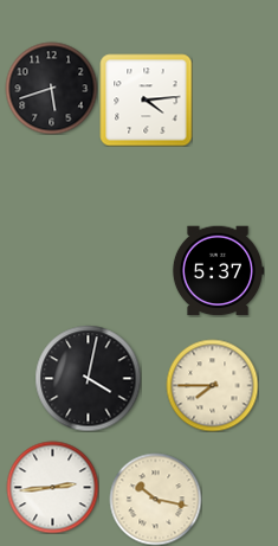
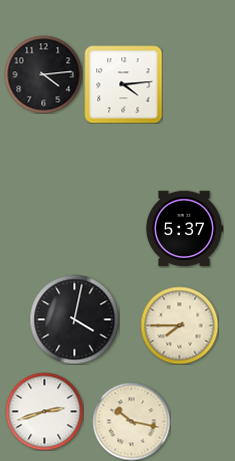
clock at (51, 88): 5:42 -> 4:14
clock at (52, 487): 2:44 -> 2:42
